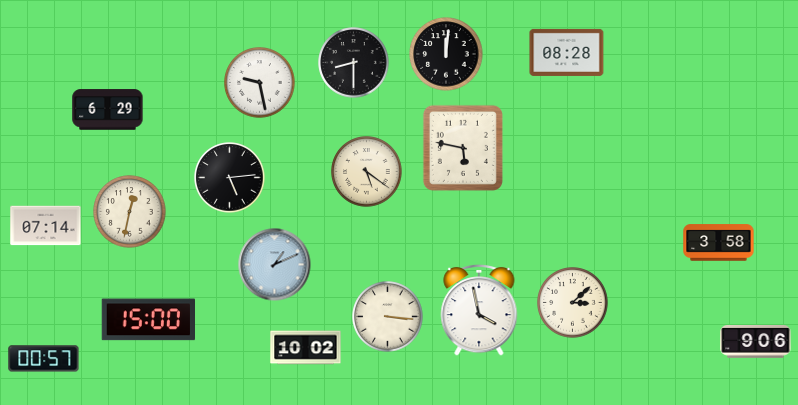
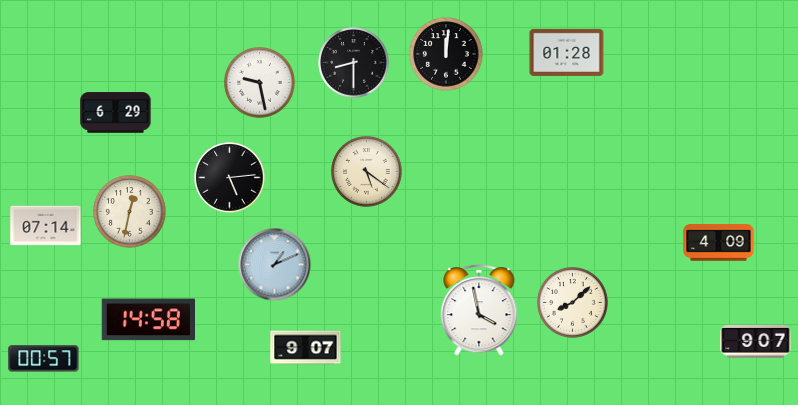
clock at (567, 52): 08:28 -> 01:28
clock at (108, 110) position: (108, 110) -> (116, 113)
clock at (463, 148): 5:47 -> none
clock at (719, 243): 3:58 -> 4:09
clock at (573, 303): 3:08 -> 8:08
clock at (388, 317): 3:16 -> none
clock at (148, 320): 15:00 -> 14:58
clock at (756, 342): 9:06 -> 9:07
clock at (306, 348): 10:02 -> 9:07
